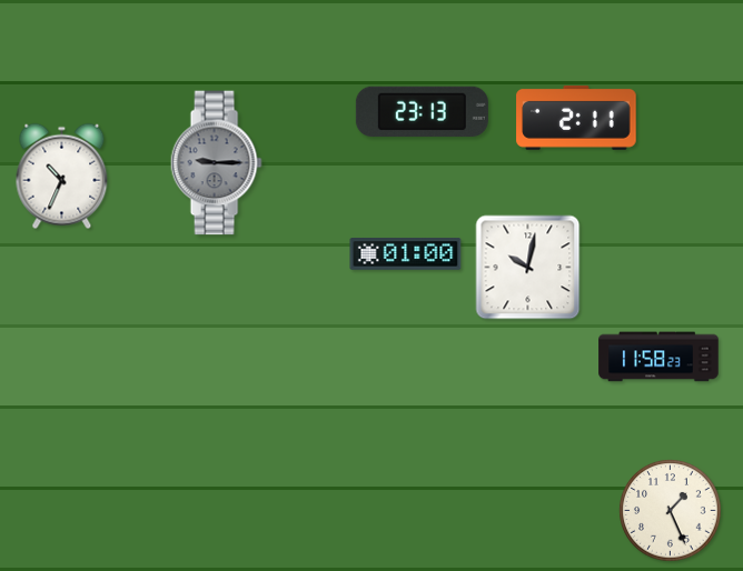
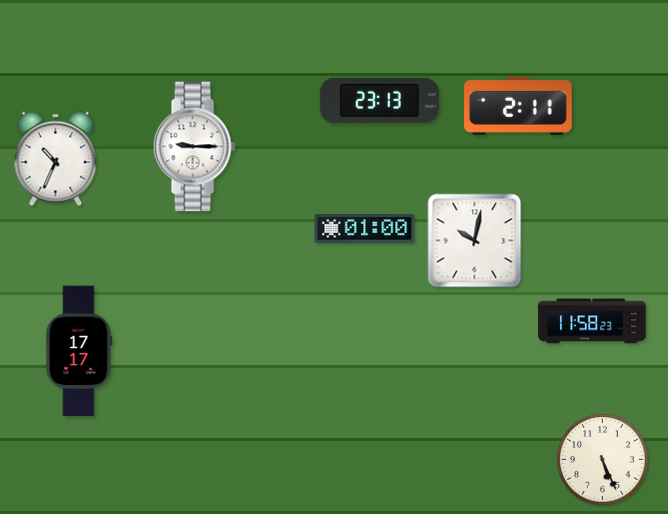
clock at (216, 163) dial: grey -> white
clock at (79, 351): none -> 17:17
clock at (671, 511): 1:26 -> 5:26
